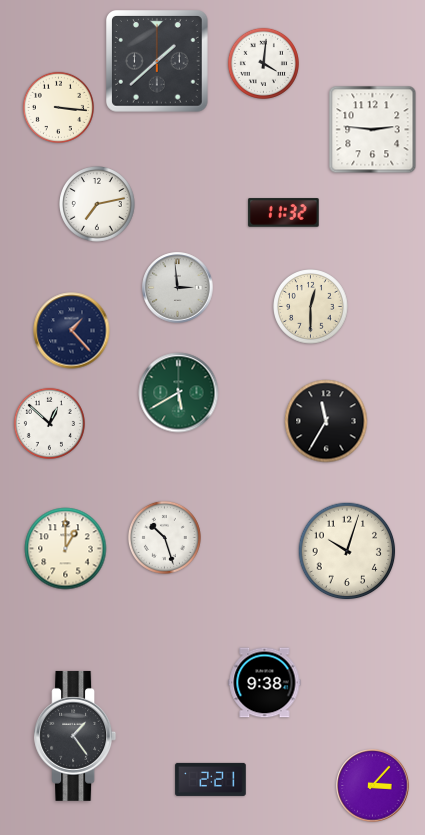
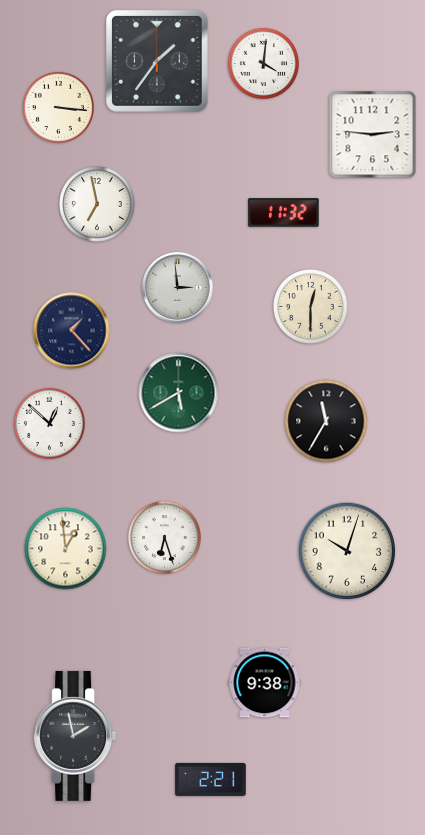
clock at (158, 62): 1:38 -> 1:36
clock at (373, 130) position: (373, 130) -> (373, 135)
clock at (97, 204): 7:13 -> 6:58
clock at (164, 537): 10:27 -> 6:27
clock at (66, 549): 1:00 -> 12:59
clock at (75, 736): 1:24 -> 1:58
clock at (373, 786): 3:07 -> none
